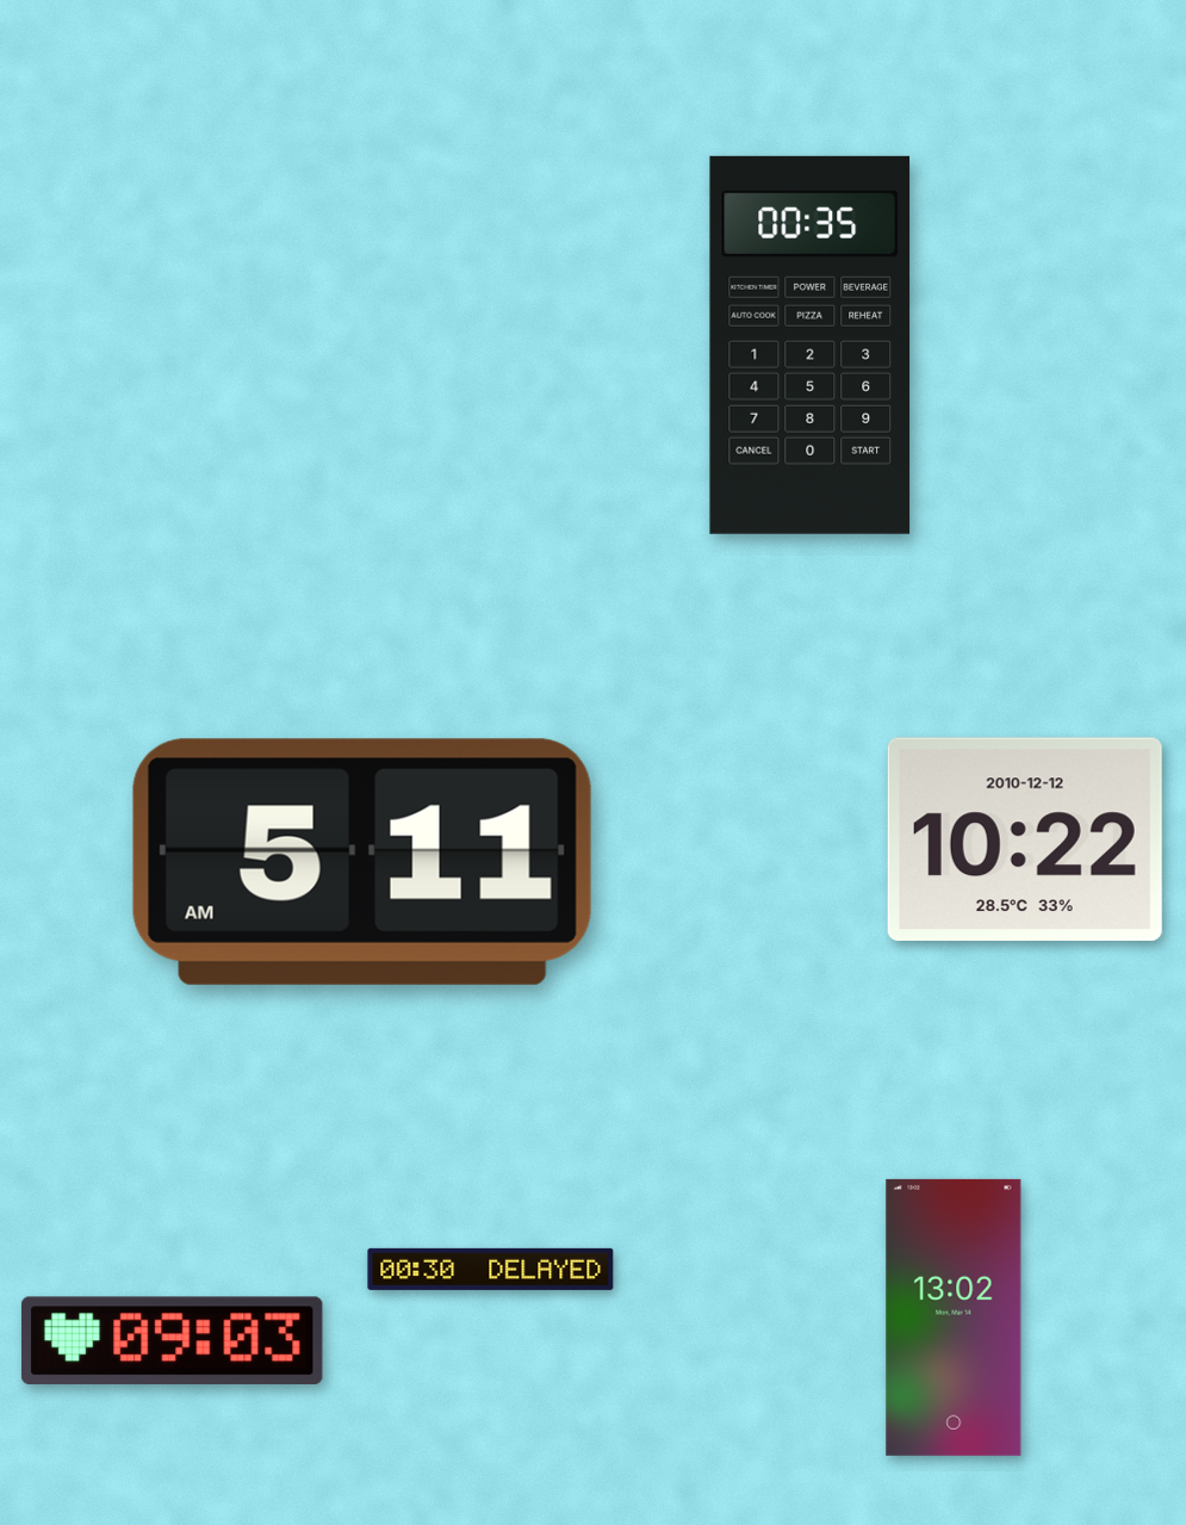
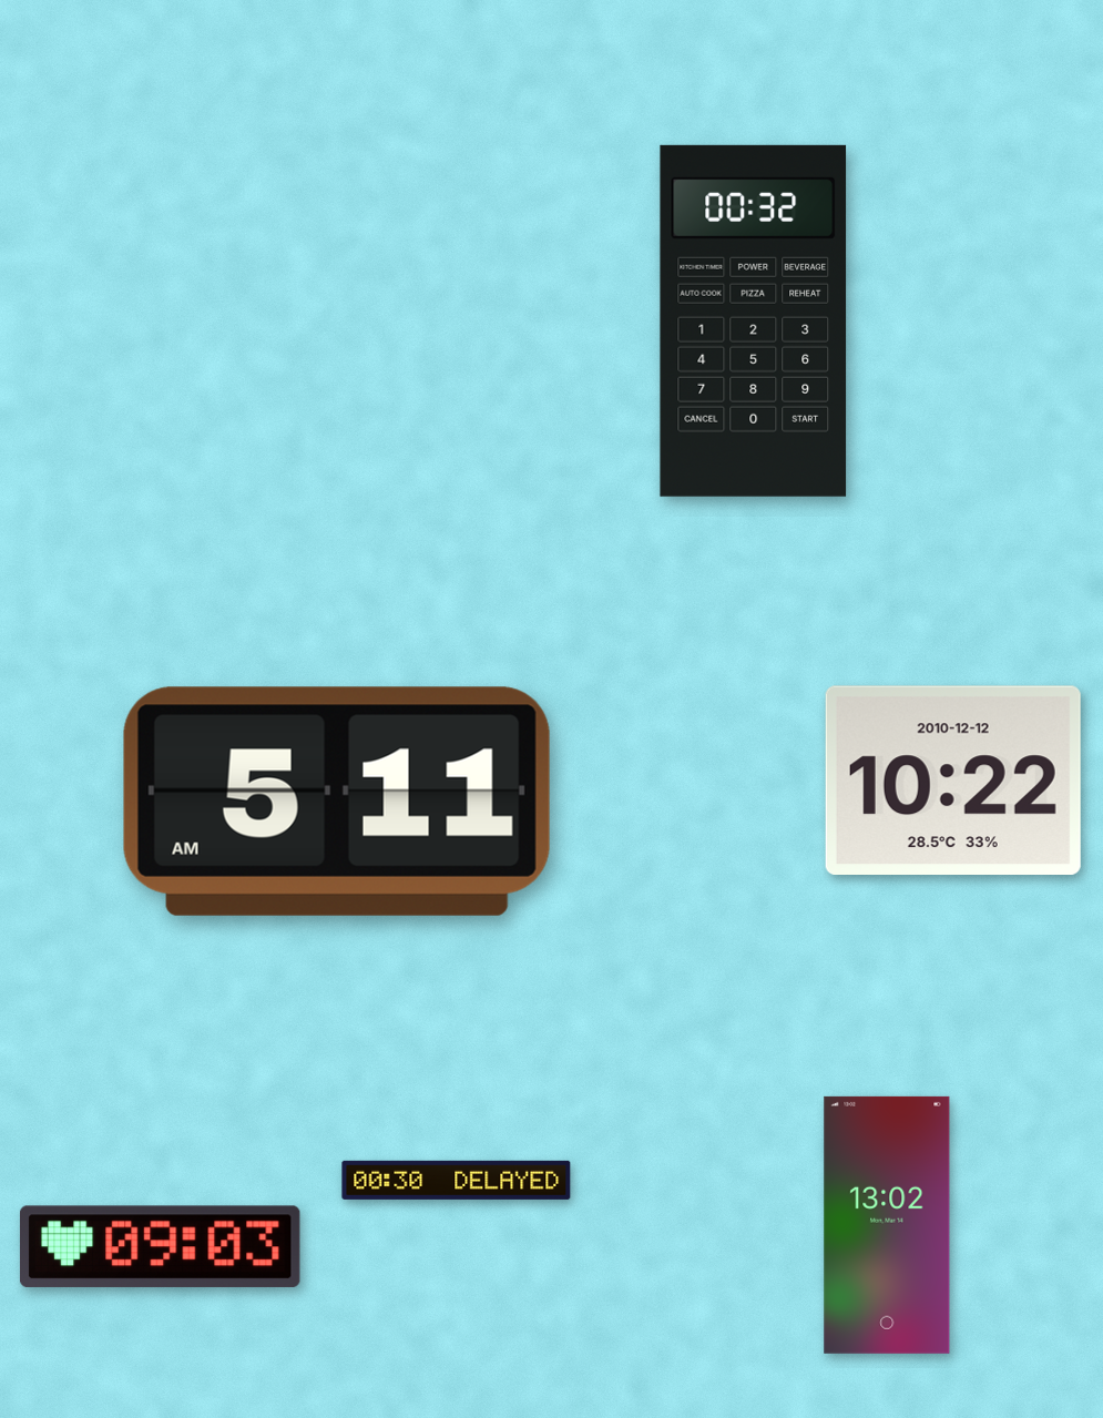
clock at (811, 345): 00:35 -> 00:32
